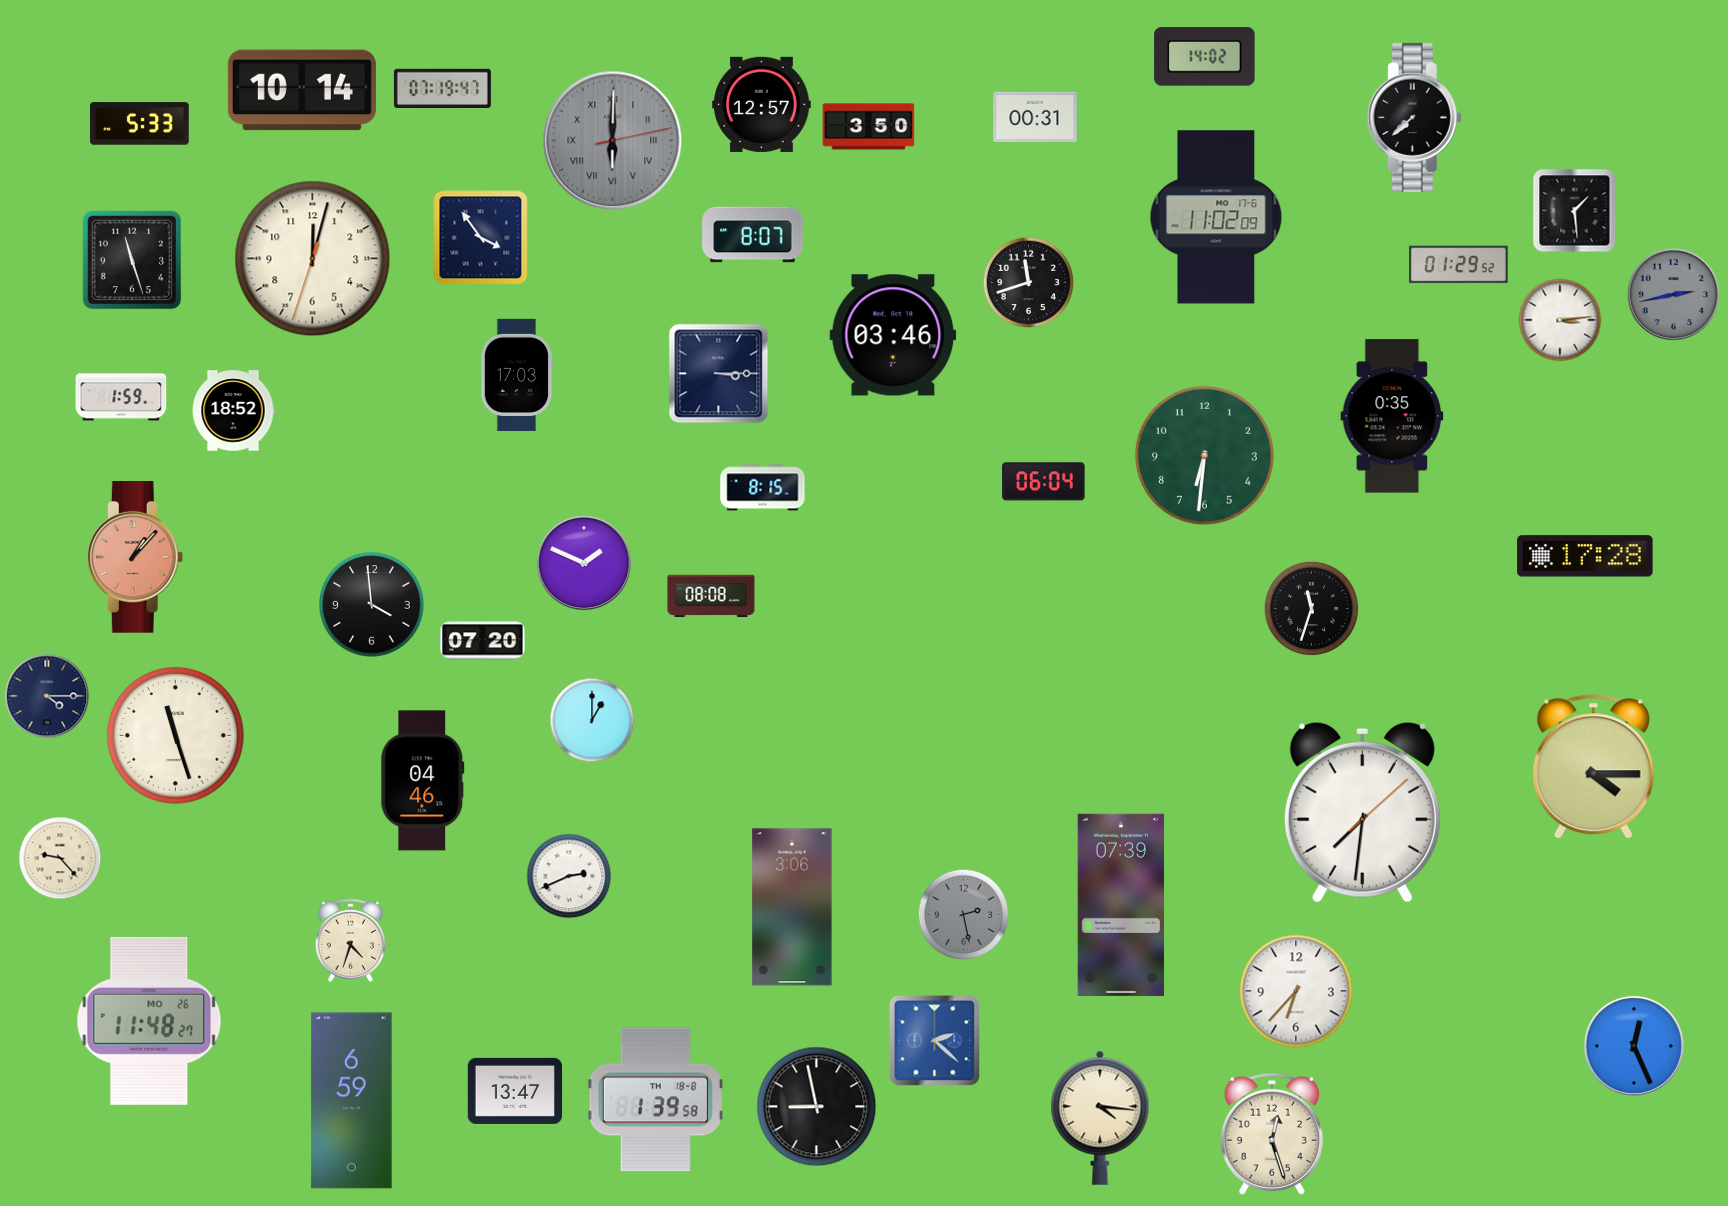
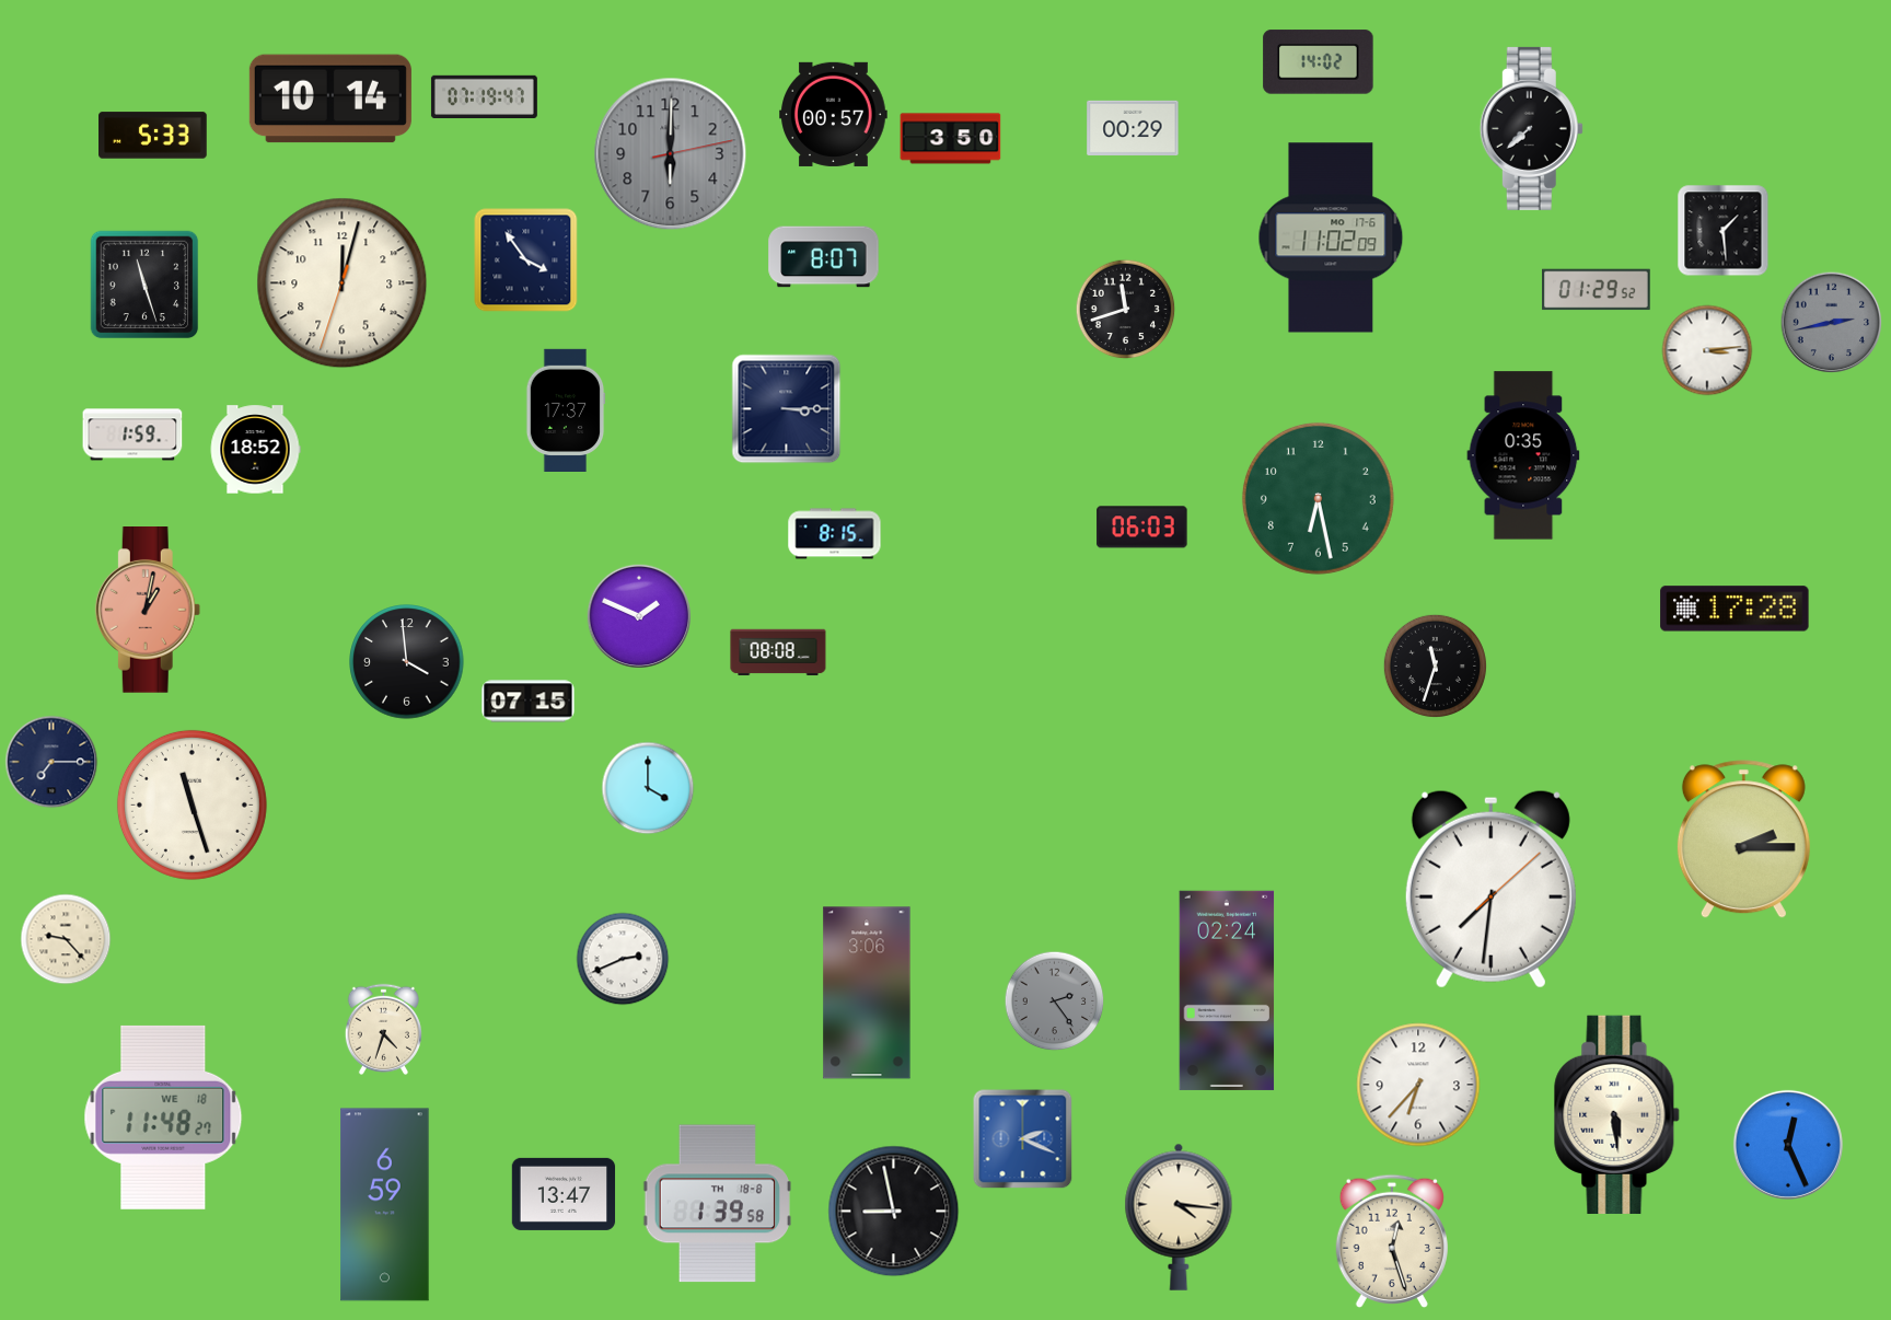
clock at (762, 104): 12:57 -> 00:57
clock at (1035, 116): 00:31 -> 00:29
clock at (1414, 117) position: (1414, 117) -> (1531, 128)
clock at (613, 141) numerals: Roman -> Arabic
clock at (893, 335): 03:46 -> none
clock at (517, 374): 17:03 -> 17:37
clock at (1204, 455): 6:31 -> 6:28
clock at (1044, 482): 06:04 -> 06:03
clock at (135, 557): 1:07 -> 1:02
clock at (483, 641): 07:20 -> 07:15
clock at (47, 696): 4:15 -> 7:15
clock at (592, 720): 1:00 -> 4:00
clock at (1593, 767): 4:15 -> 2:15
clock at (423, 781): 04:46 -> none
clock at (1121, 905): 07:39 -> 02:24
clock at (964, 915): 2:28 -> 2:24
clock at (1617, 1114): none -> 5:29
clock at (149, 1021) date: MO 26 -> WE 18
clock at (935, 1041): 2:22 -> 2:19
clock at (1100, 1118) position: (1100, 1118) -> (1179, 1217)
